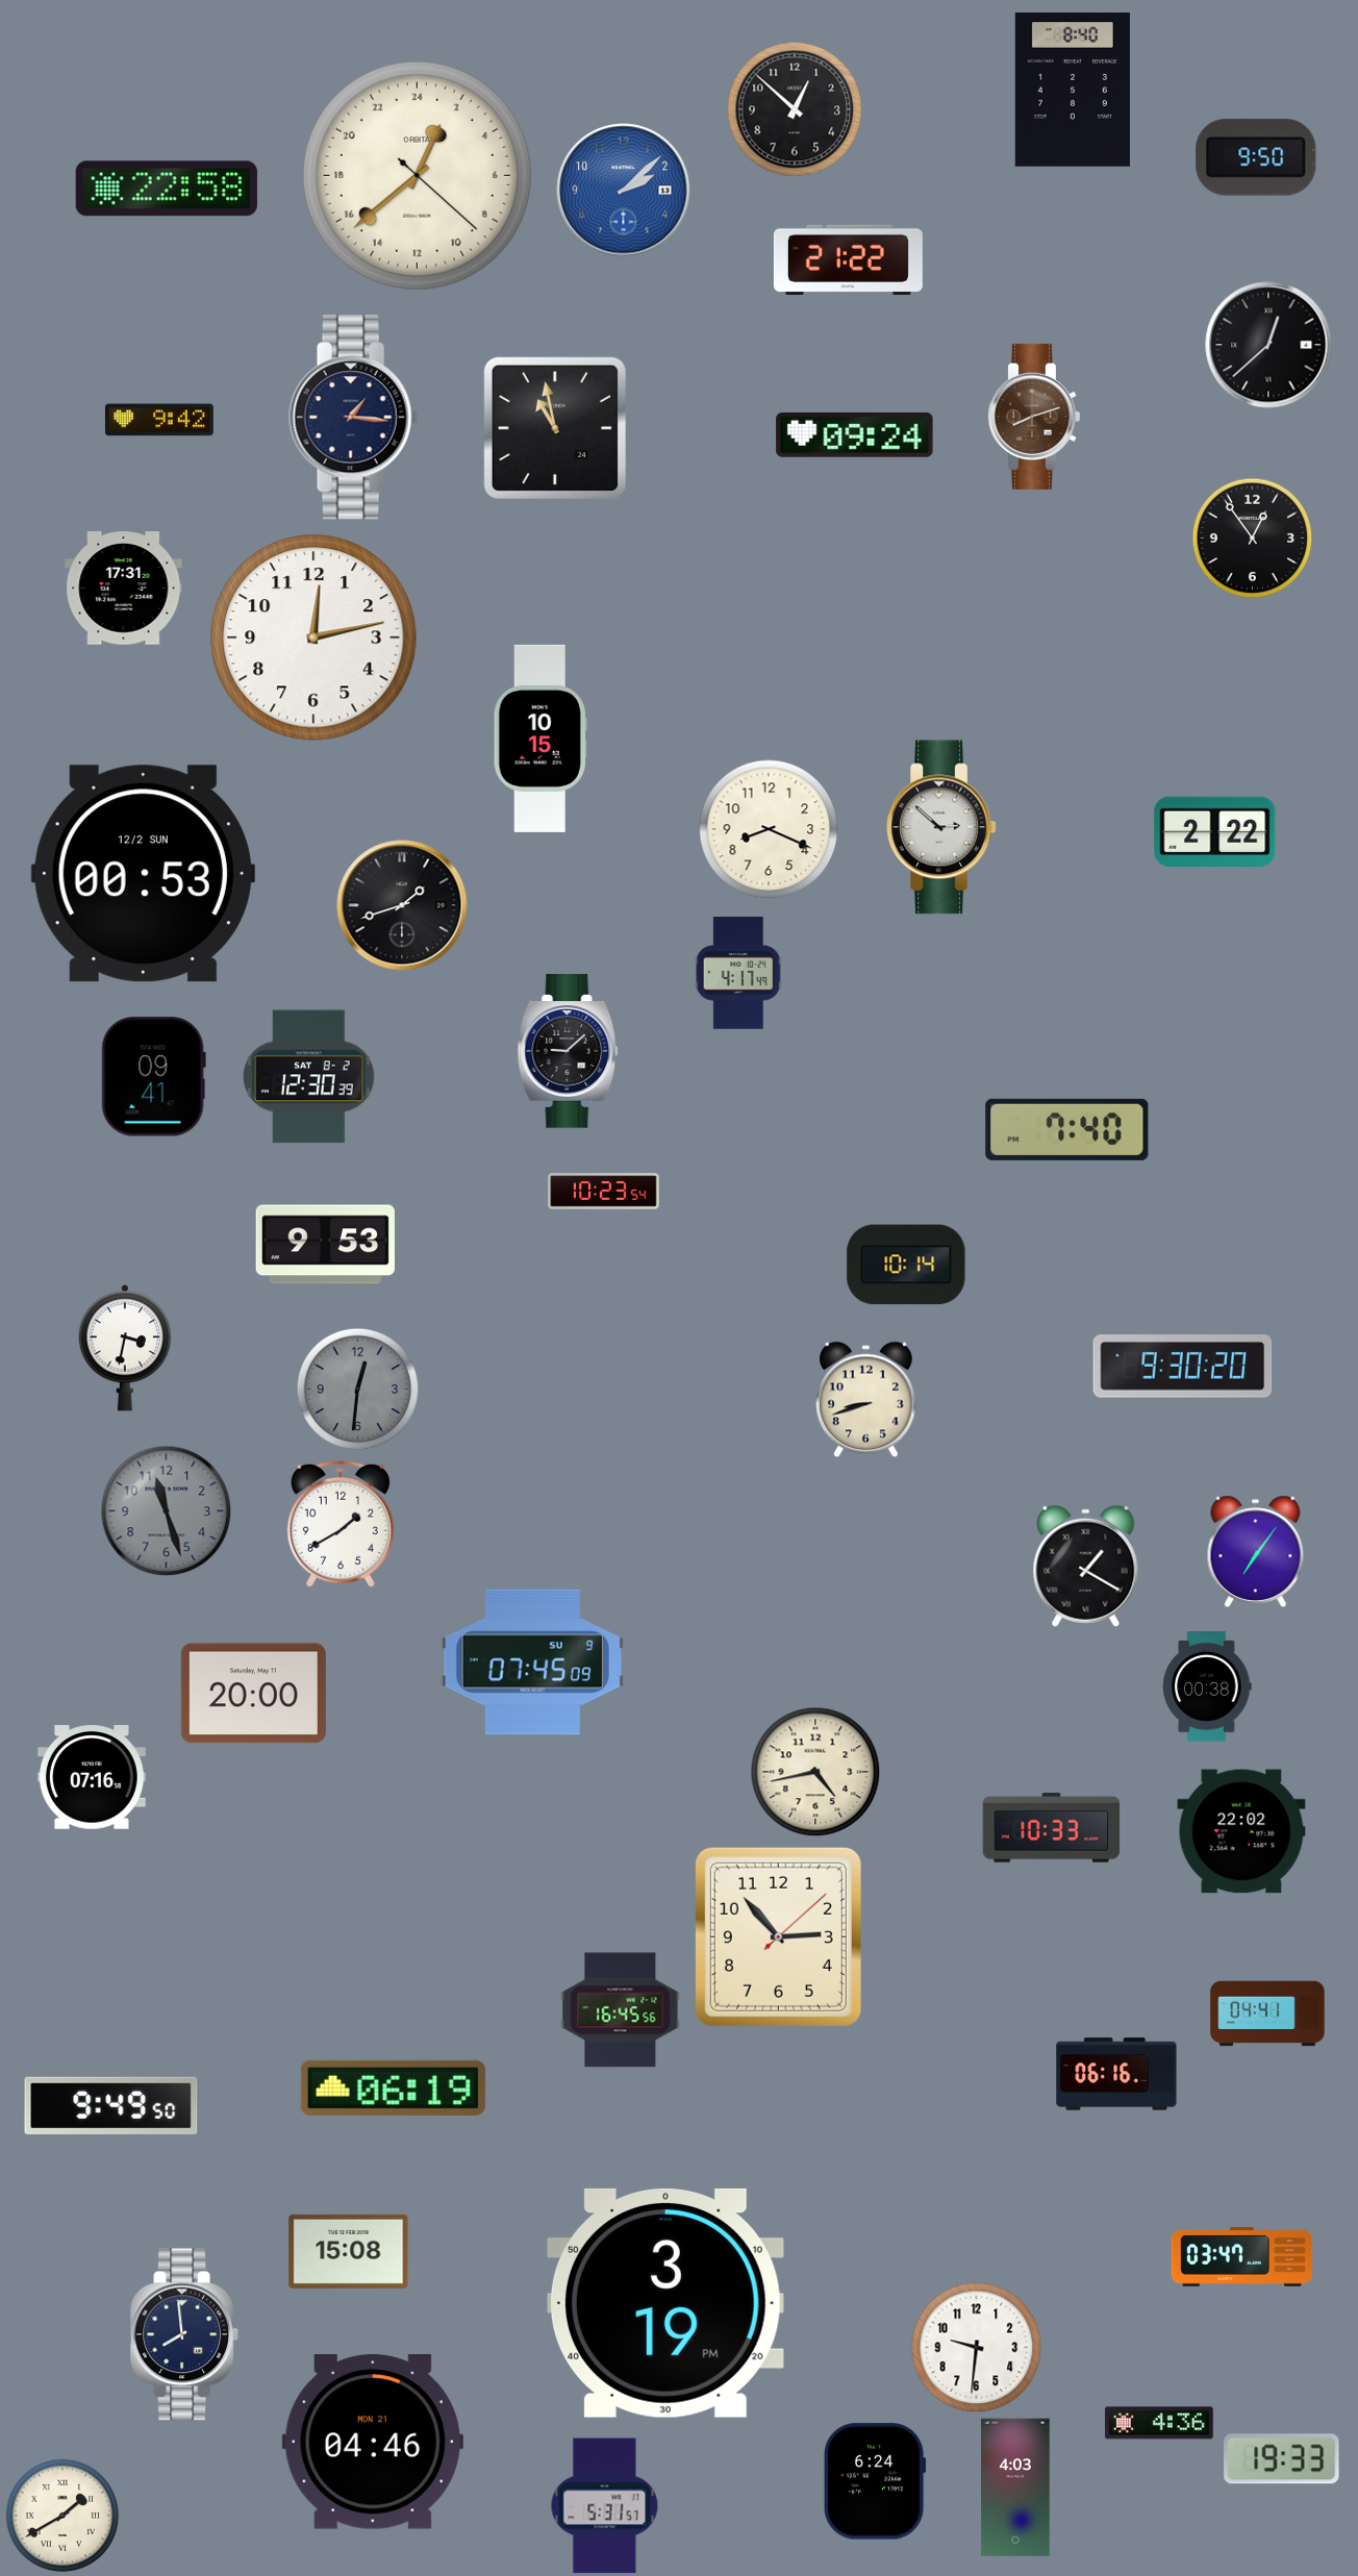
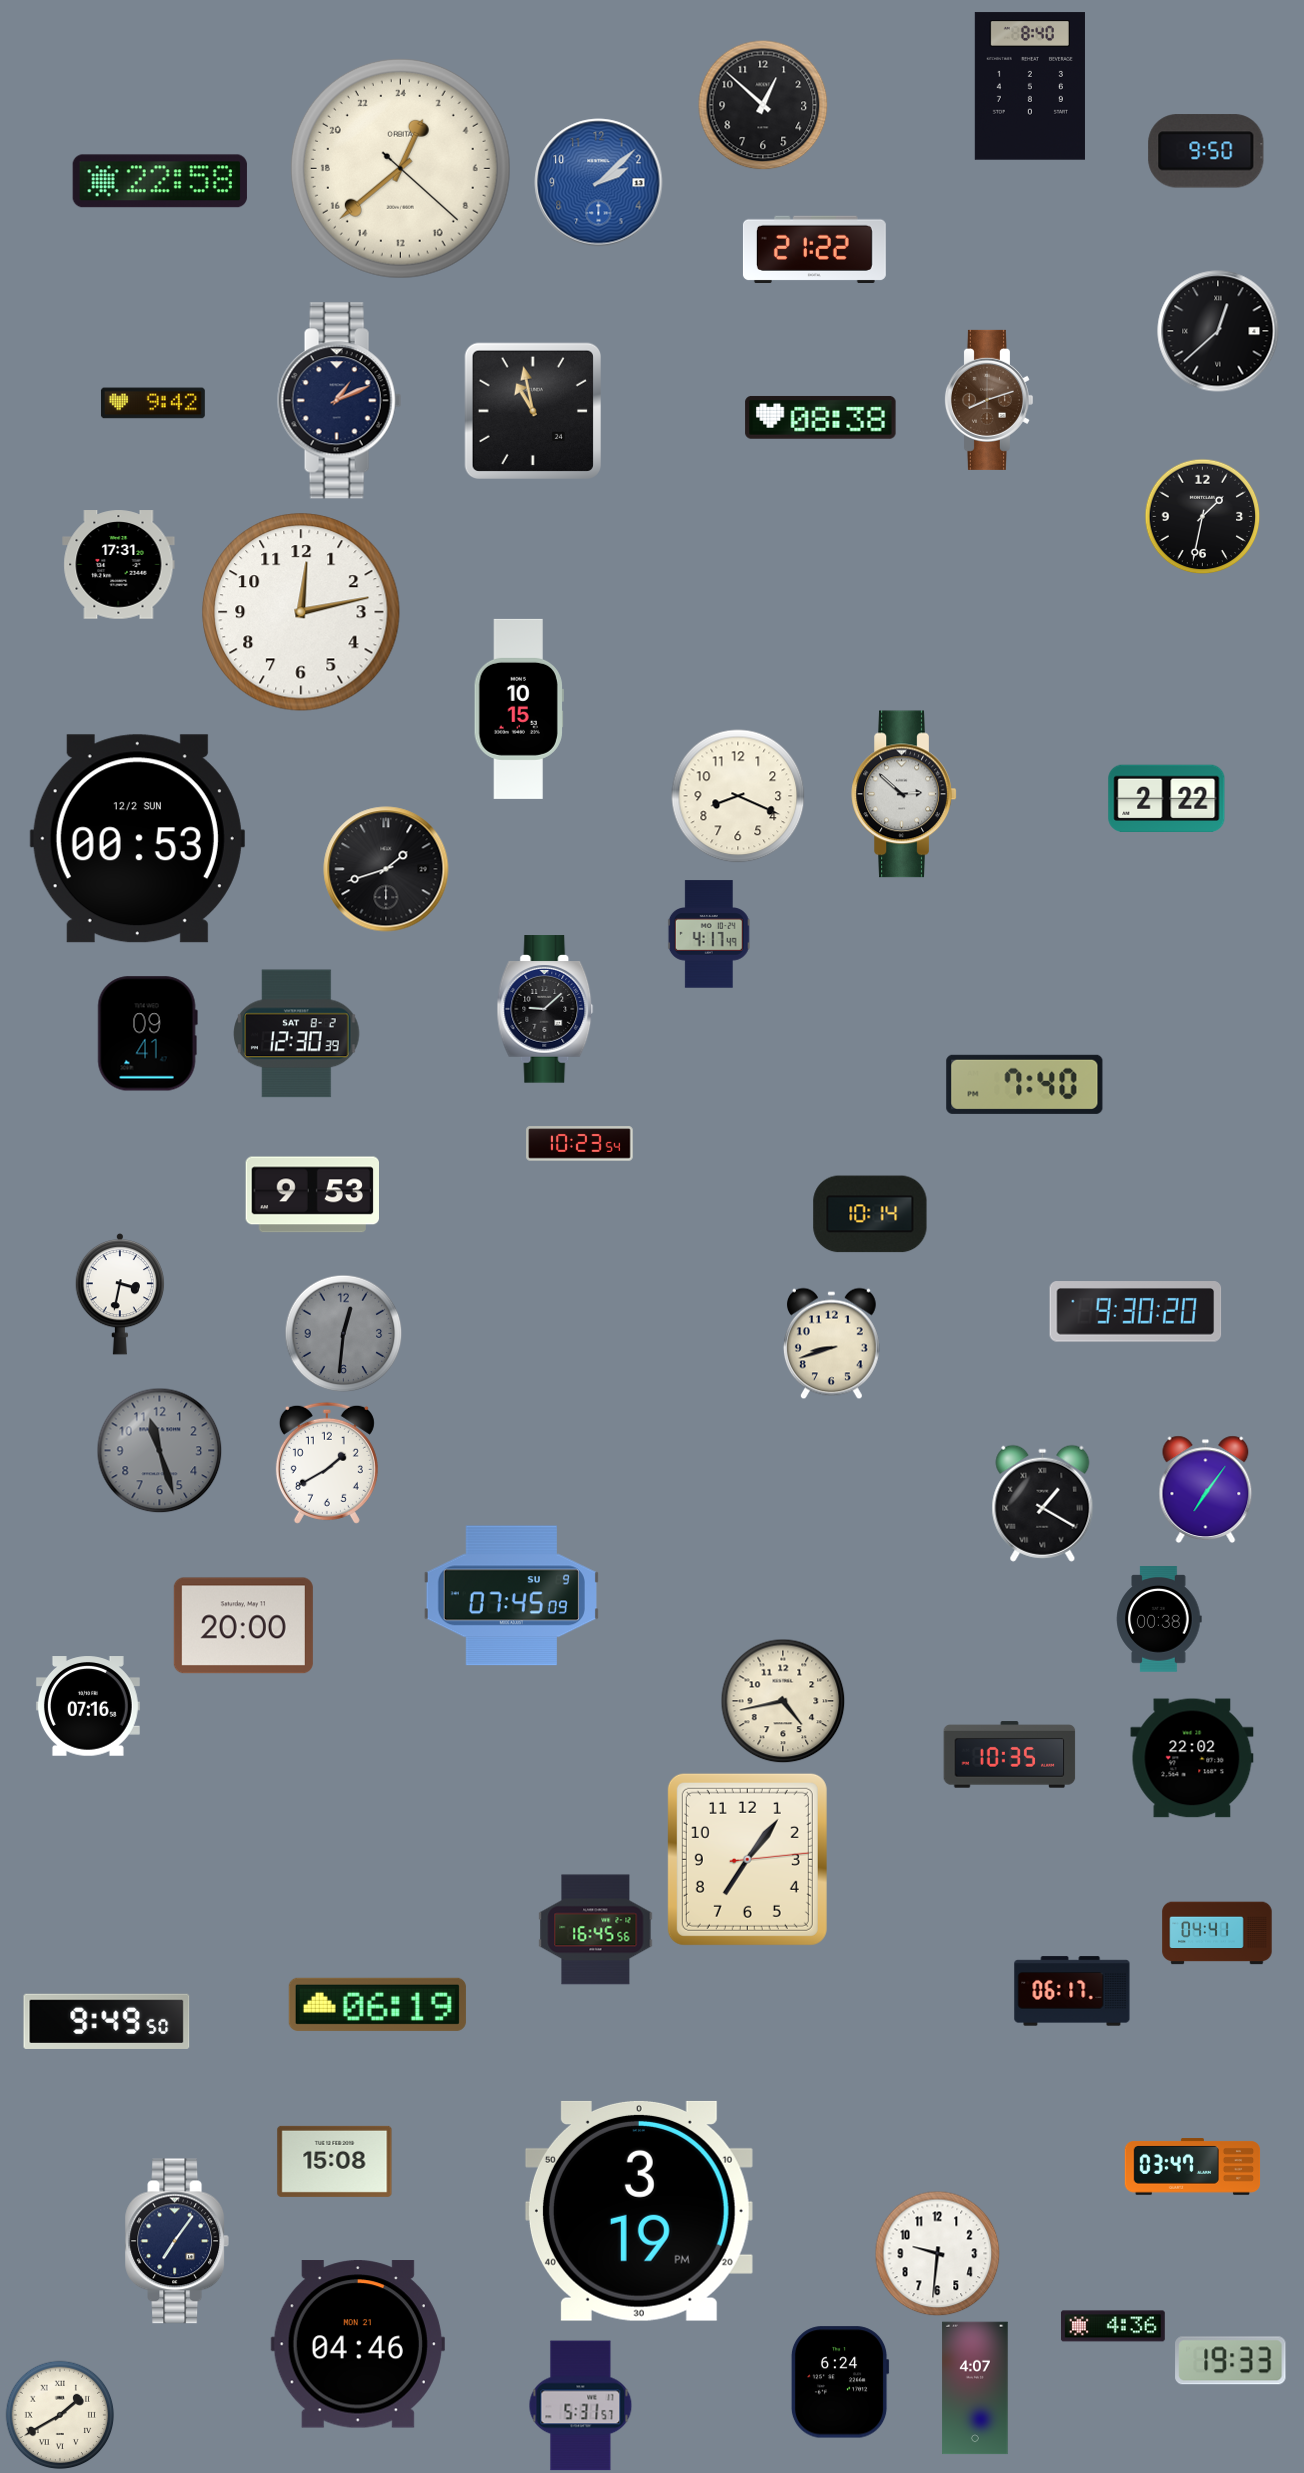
clock at (1033, 417) position: (1033, 417) -> (988, 400)
clock at (354, 418): 1:16 -> 1:11
clock at (855, 435): 09:24 -> 08:38
clock at (1253, 539): 12:54 -> 1:32
clock at (1052, 1828): 10:33 -> 10:35
clock at (778, 1936): 2:53 -> 7:06
clock at (1116, 2074): 06:16 -> 06:17
clock at (183, 2334): 7:59 -> 7:06
clock at (1015, 2487): 4:03 -> 4:07
